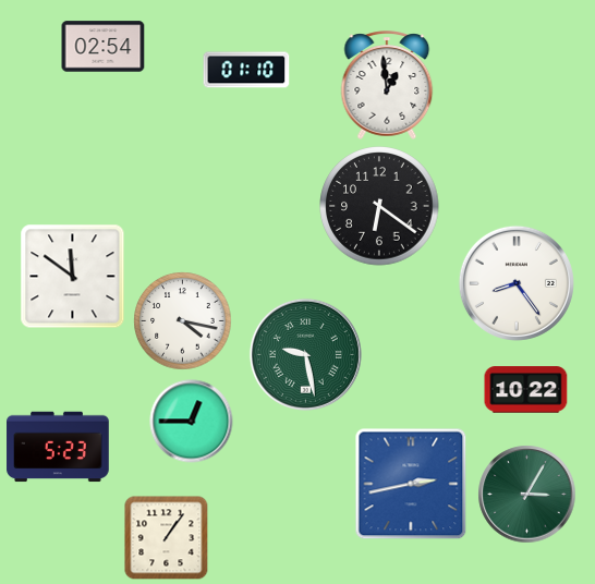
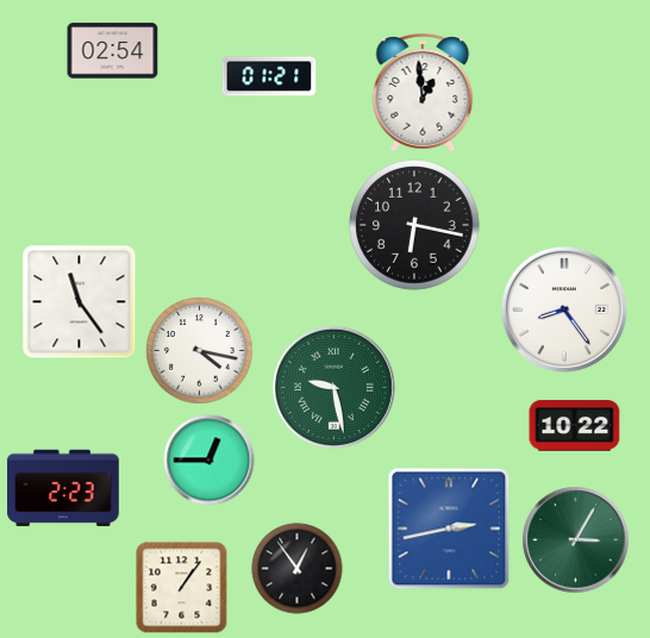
clock at (246, 70): 01:10 -> 01:21
clock at (379, 206): 6:21 -> 6:17
clock at (73, 277): 11:51 -> 11:24
clock at (58, 447): 5:23 -> 2:23
clock at (298, 569): none -> 12:54
